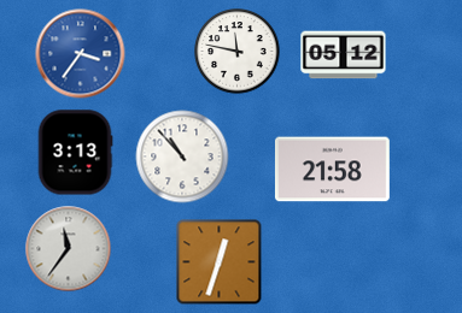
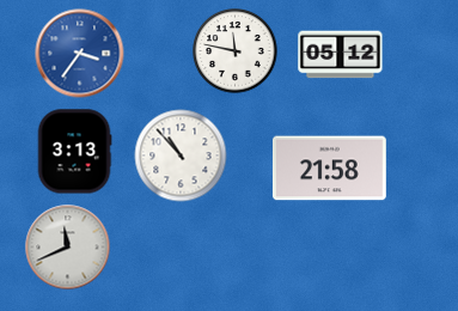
clock at (69, 249): 11:36 -> 11:41
clock at (220, 262): 12:33 -> none
